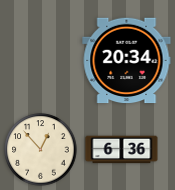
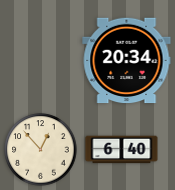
clock at (122, 150): 6:36 -> 6:40
